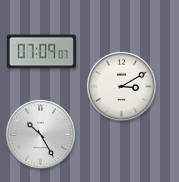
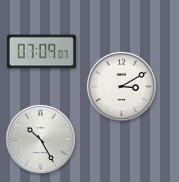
clock at (40, 134) position: (40, 134) -> (40, 139)
